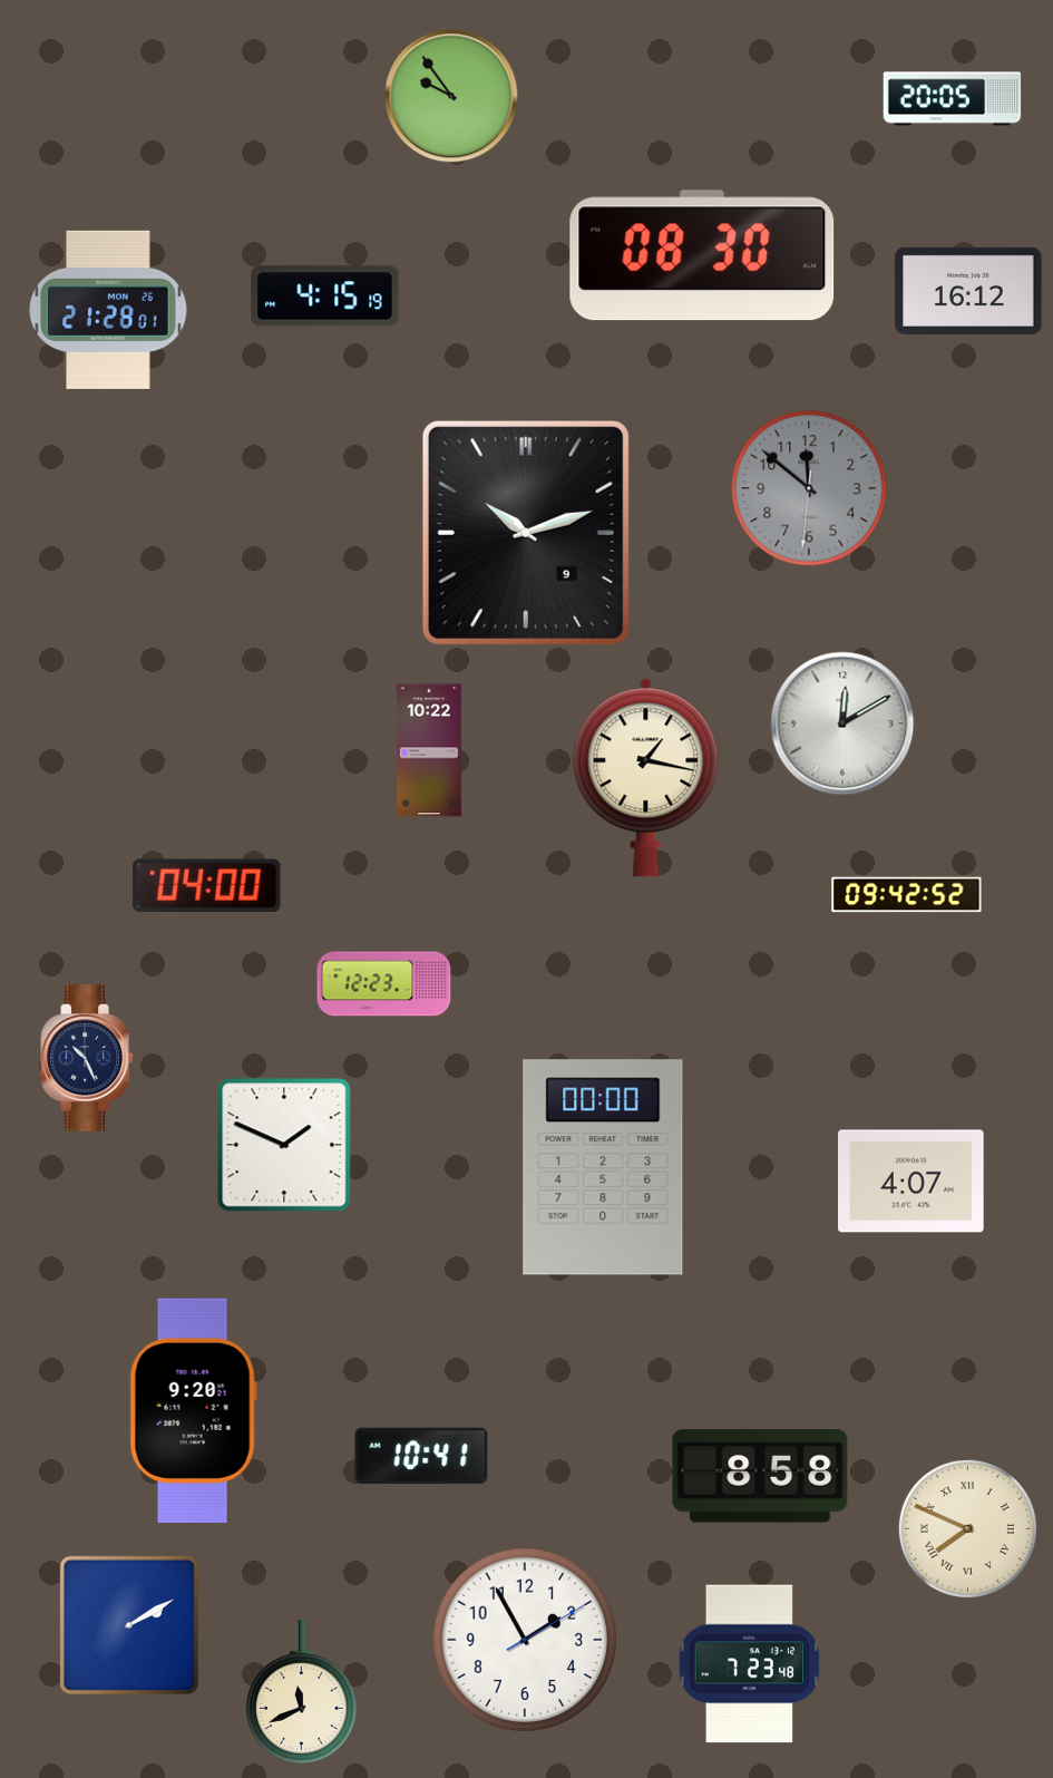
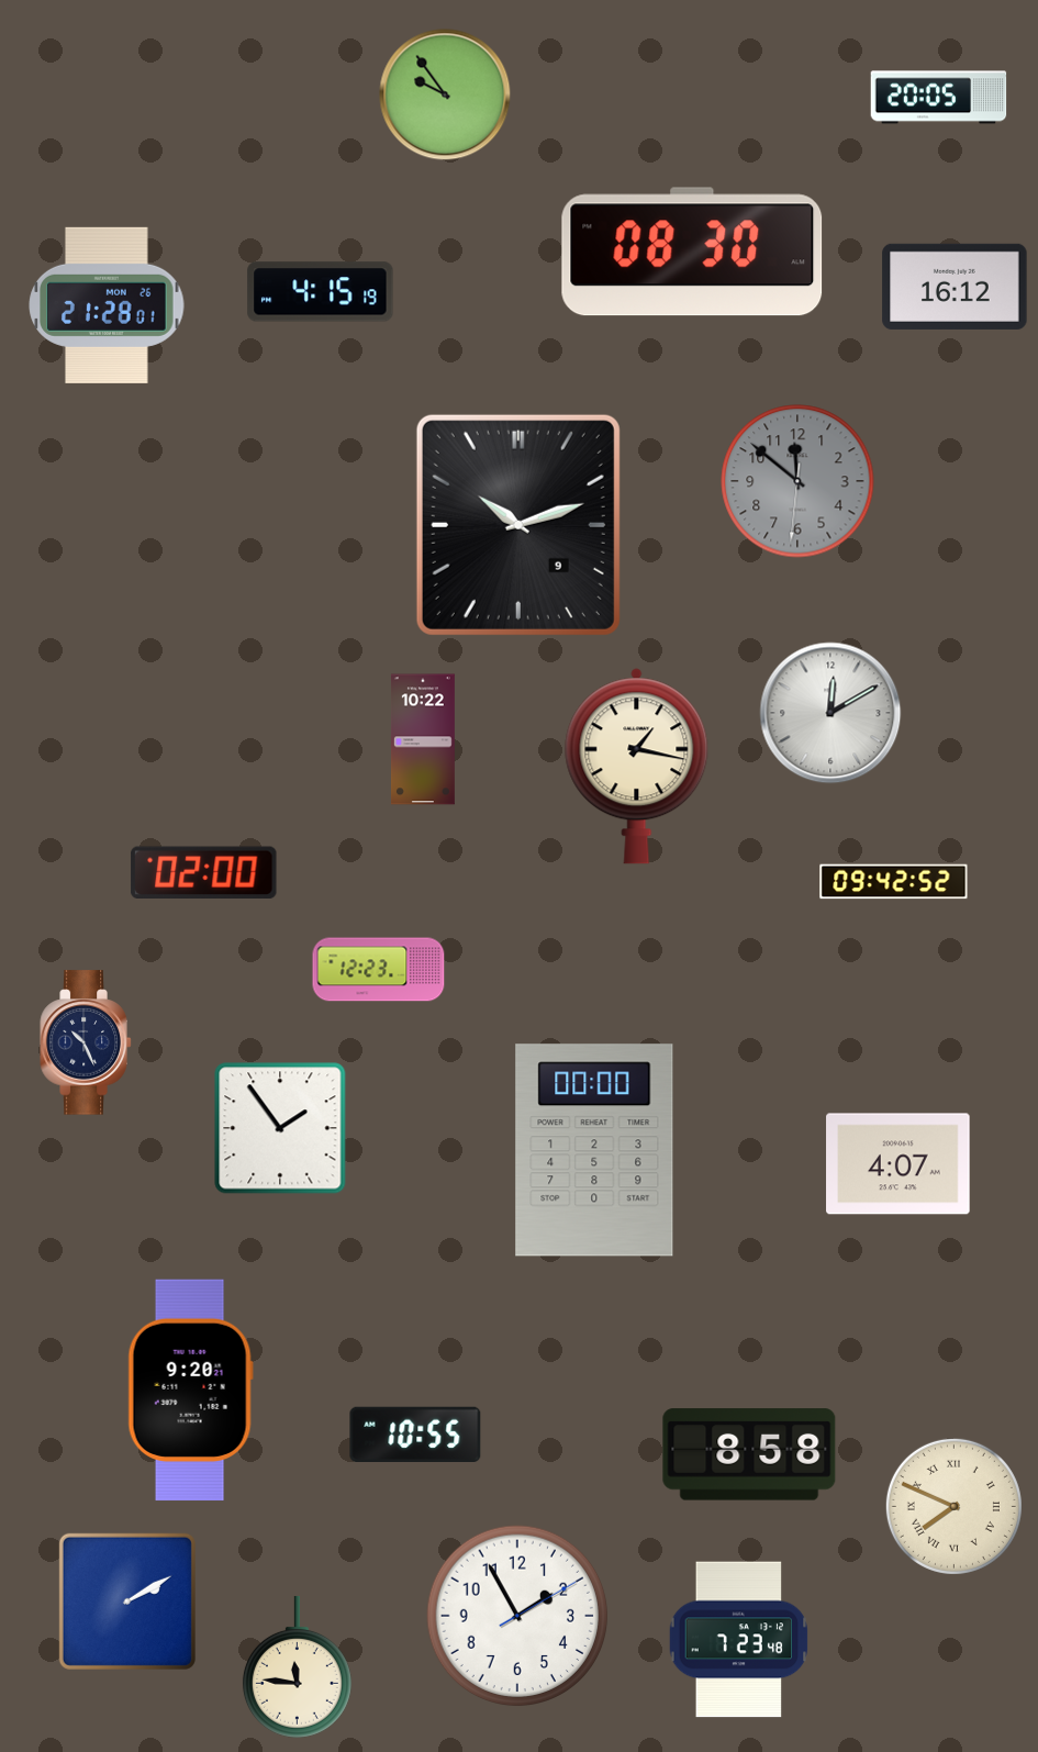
clock at (207, 886): 04:00 -> 02:00
clock at (284, 1145): 1:49 -> 1:54
clock at (421, 1455): 10:41 -> 10:55
clock at (301, 1691): 11:41 -> 11:46
